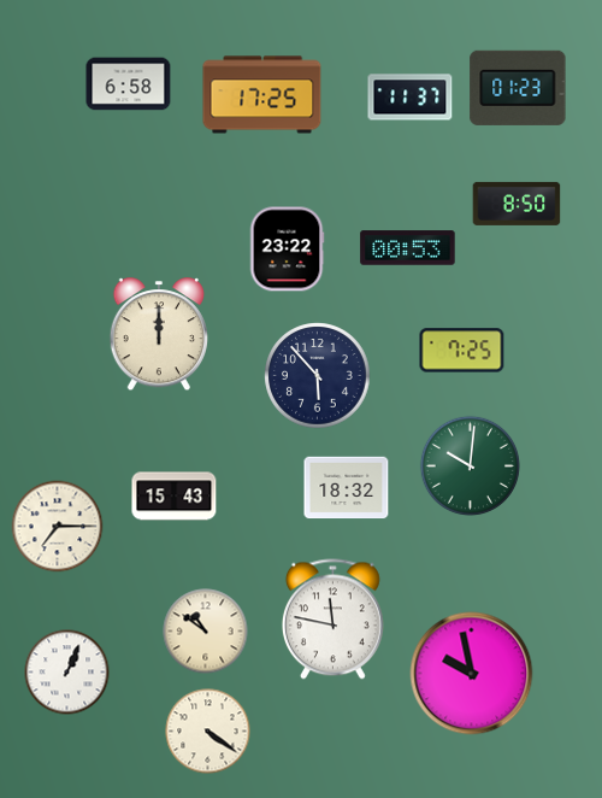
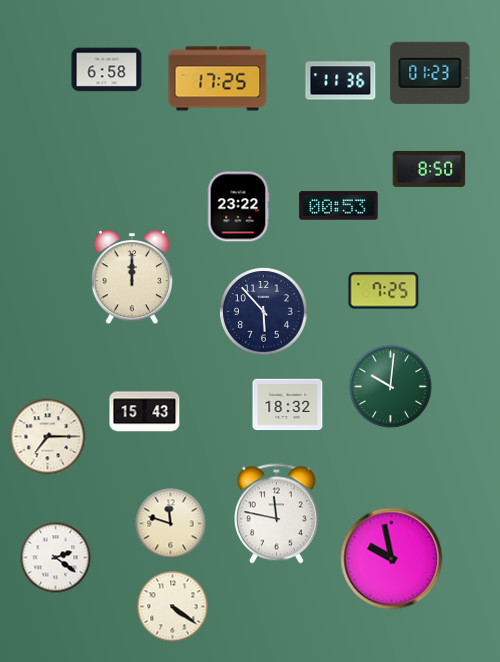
clock at (411, 98): 11:37 -> 11:36
clock at (206, 632): 10:51 -> 11:48
clock at (67, 673): 1:04 -> 2:21
